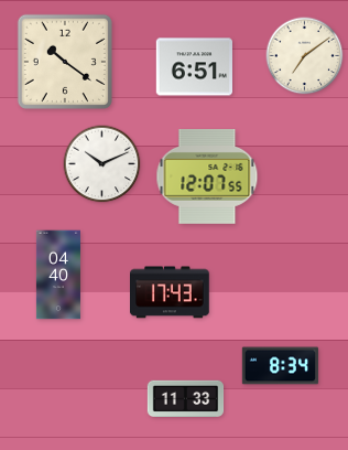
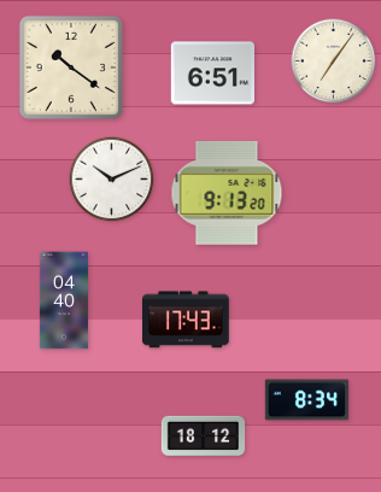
clock at (305, 56): 7:09 -> 7:06
clock at (207, 176): 12:07 -> 9:13
clock at (186, 399): 11:33 -> 18:12
